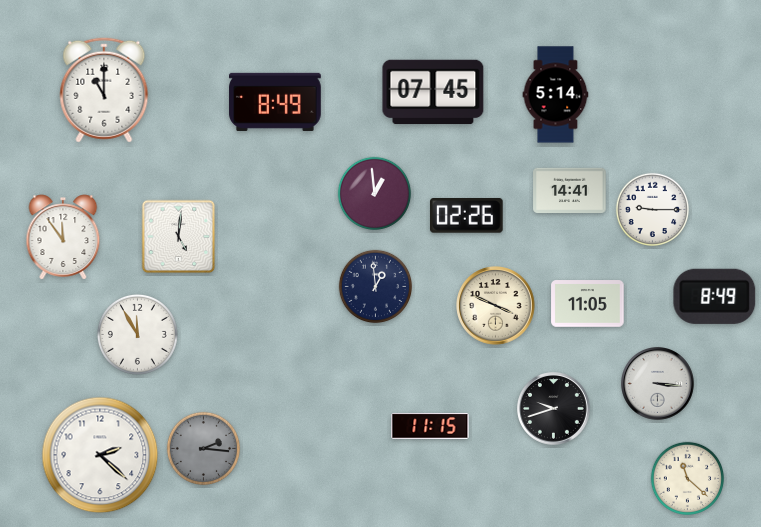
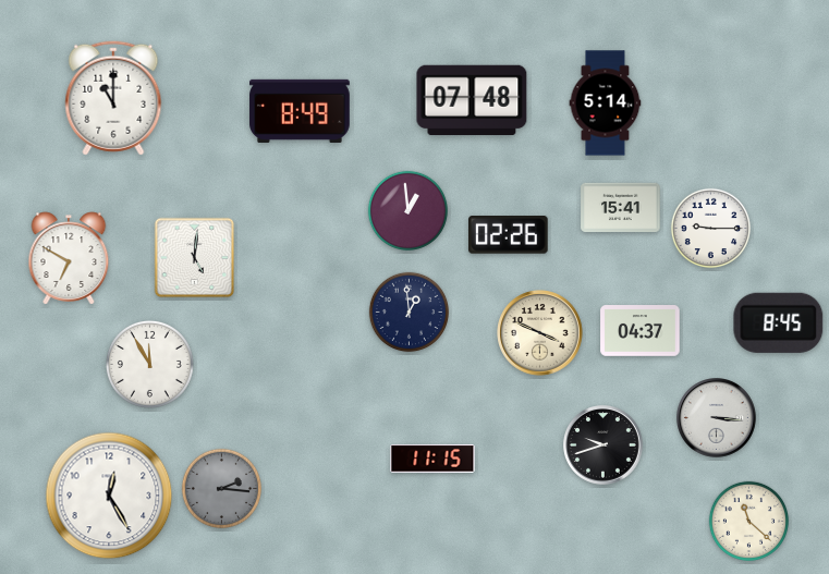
clock at (433, 92): 07:45 -> 07:48
clock at (570, 190): 14:41 -> 15:41
clock at (63, 237): 11:54 -> 6:50
clock at (715, 296): 8:49 -> 8:45
clock at (588, 304): 11:05 -> 04:37
clock at (430, 426) position: (430, 426) -> (432, 459)
clock at (100, 455): 2:22 -> 12:25
